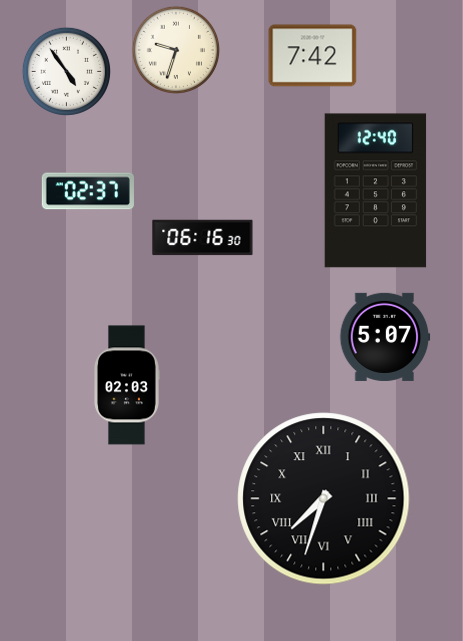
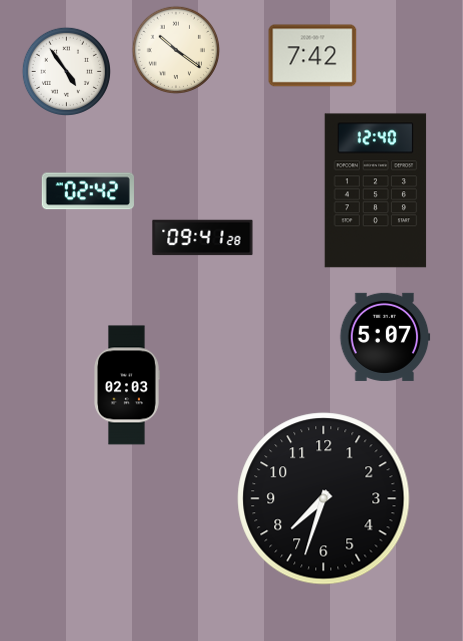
clock at (175, 49): 9:33 -> 10:21
clock at (88, 191): 02:37 -> 02:42
clock at (203, 238): 06:16 -> 09:41
clock at (324, 499) numerals: Roman -> Arabic
